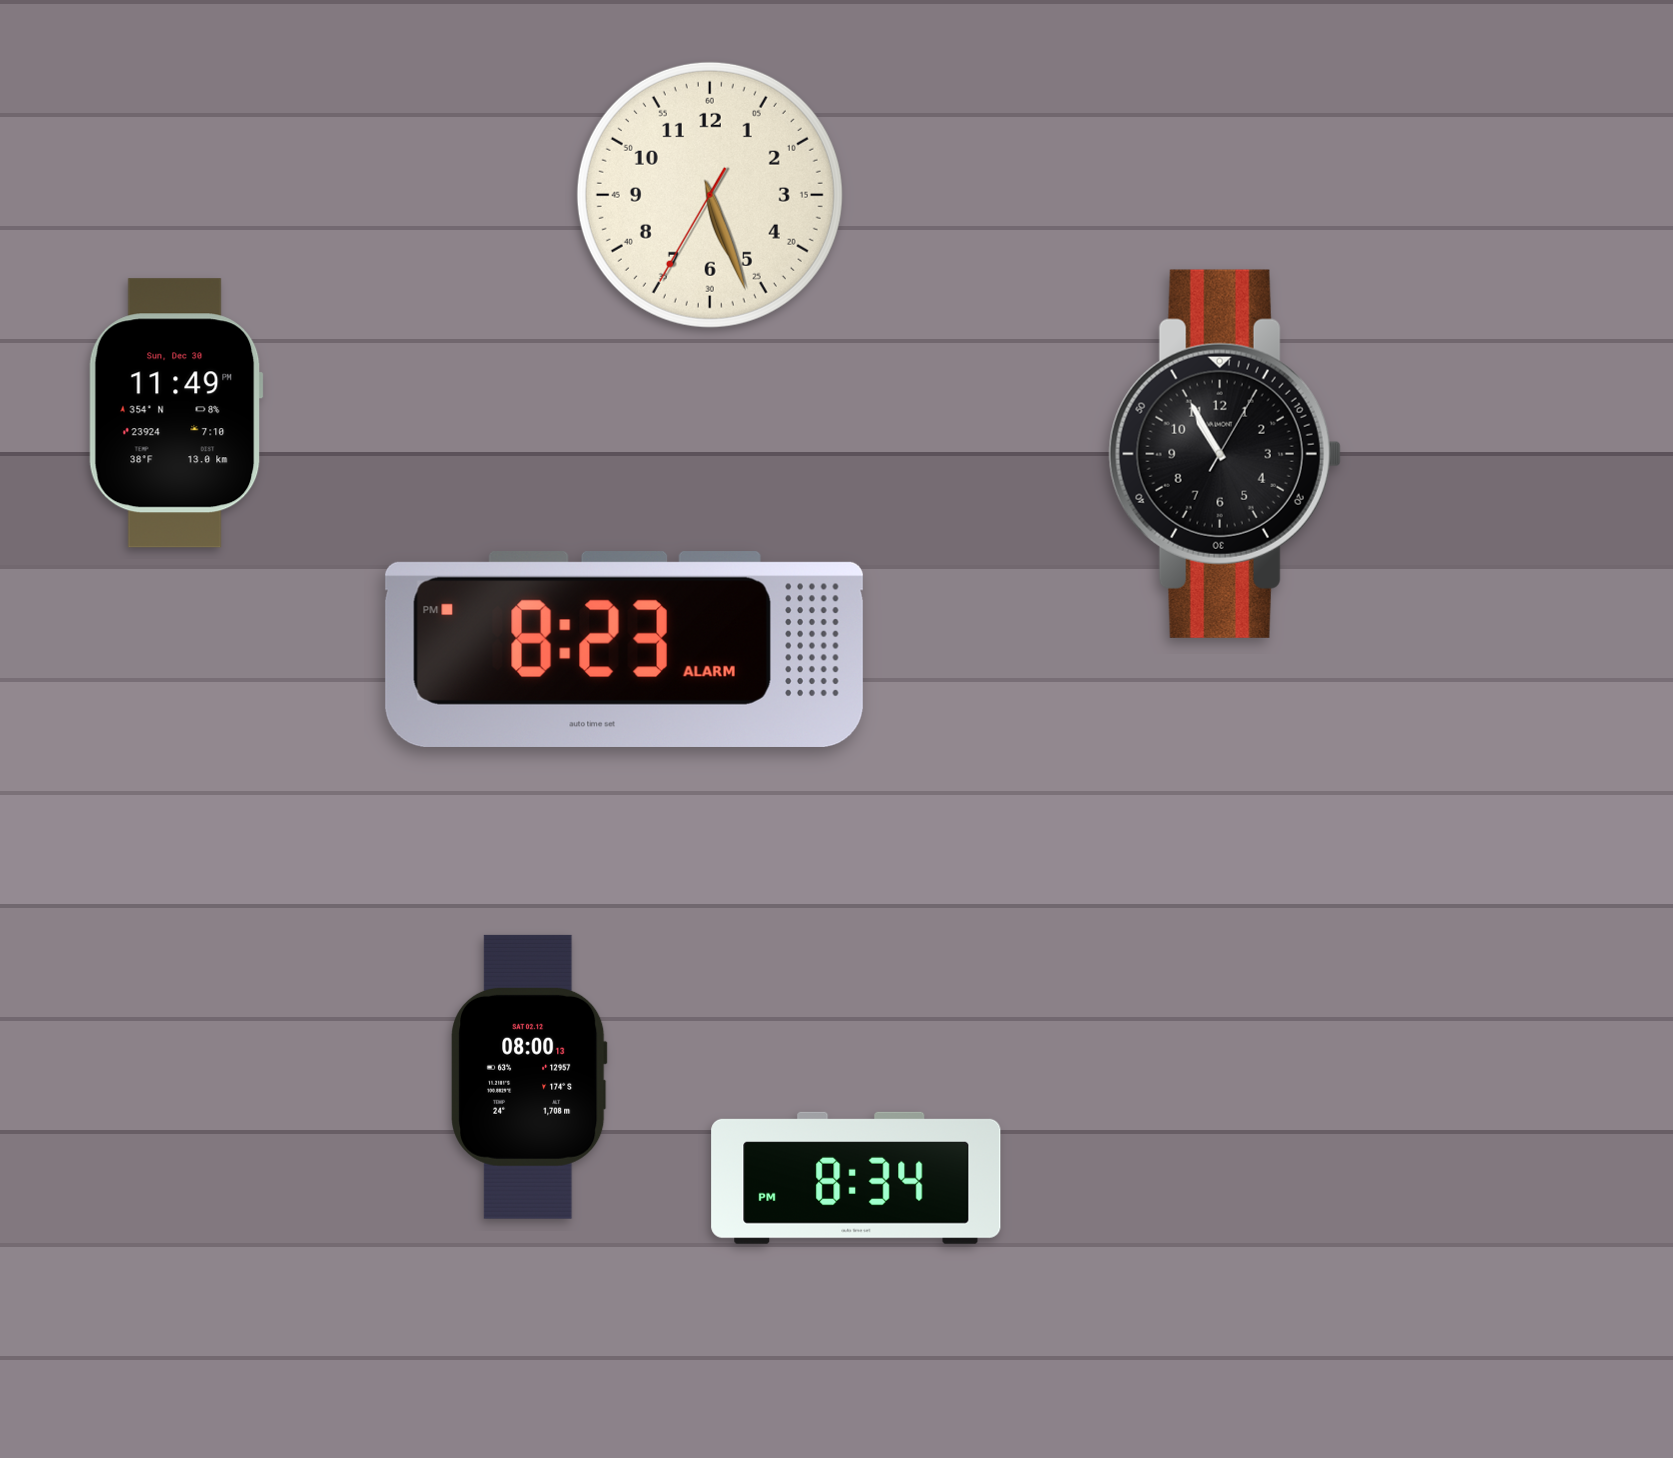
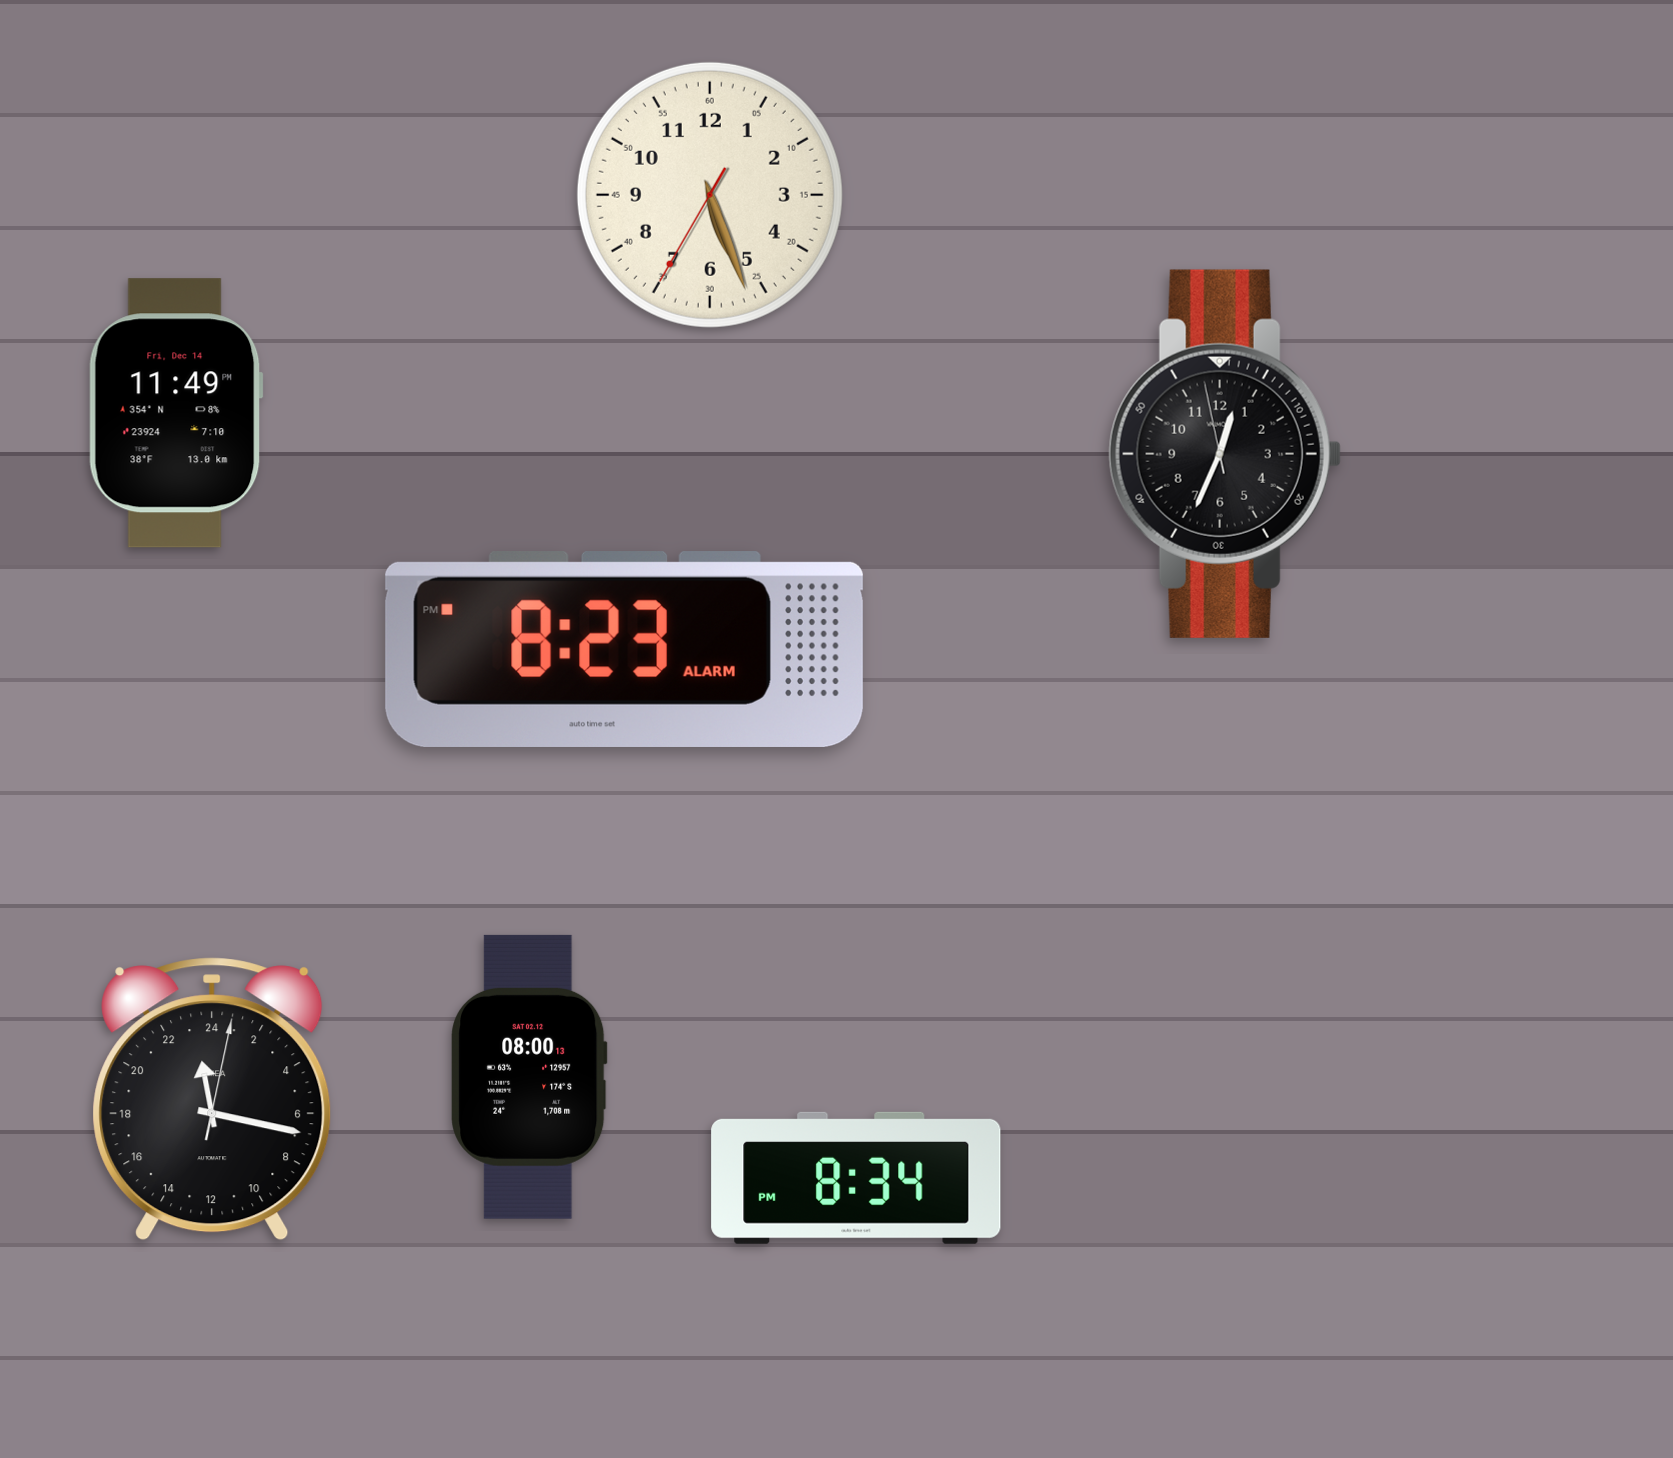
clock at (176, 413) date: Sun, Dec 30 -> Fri, Dec 14
clock at (1225, 454): 10:55 -> 12:33
clock at (212, 1099): none -> 23:17
